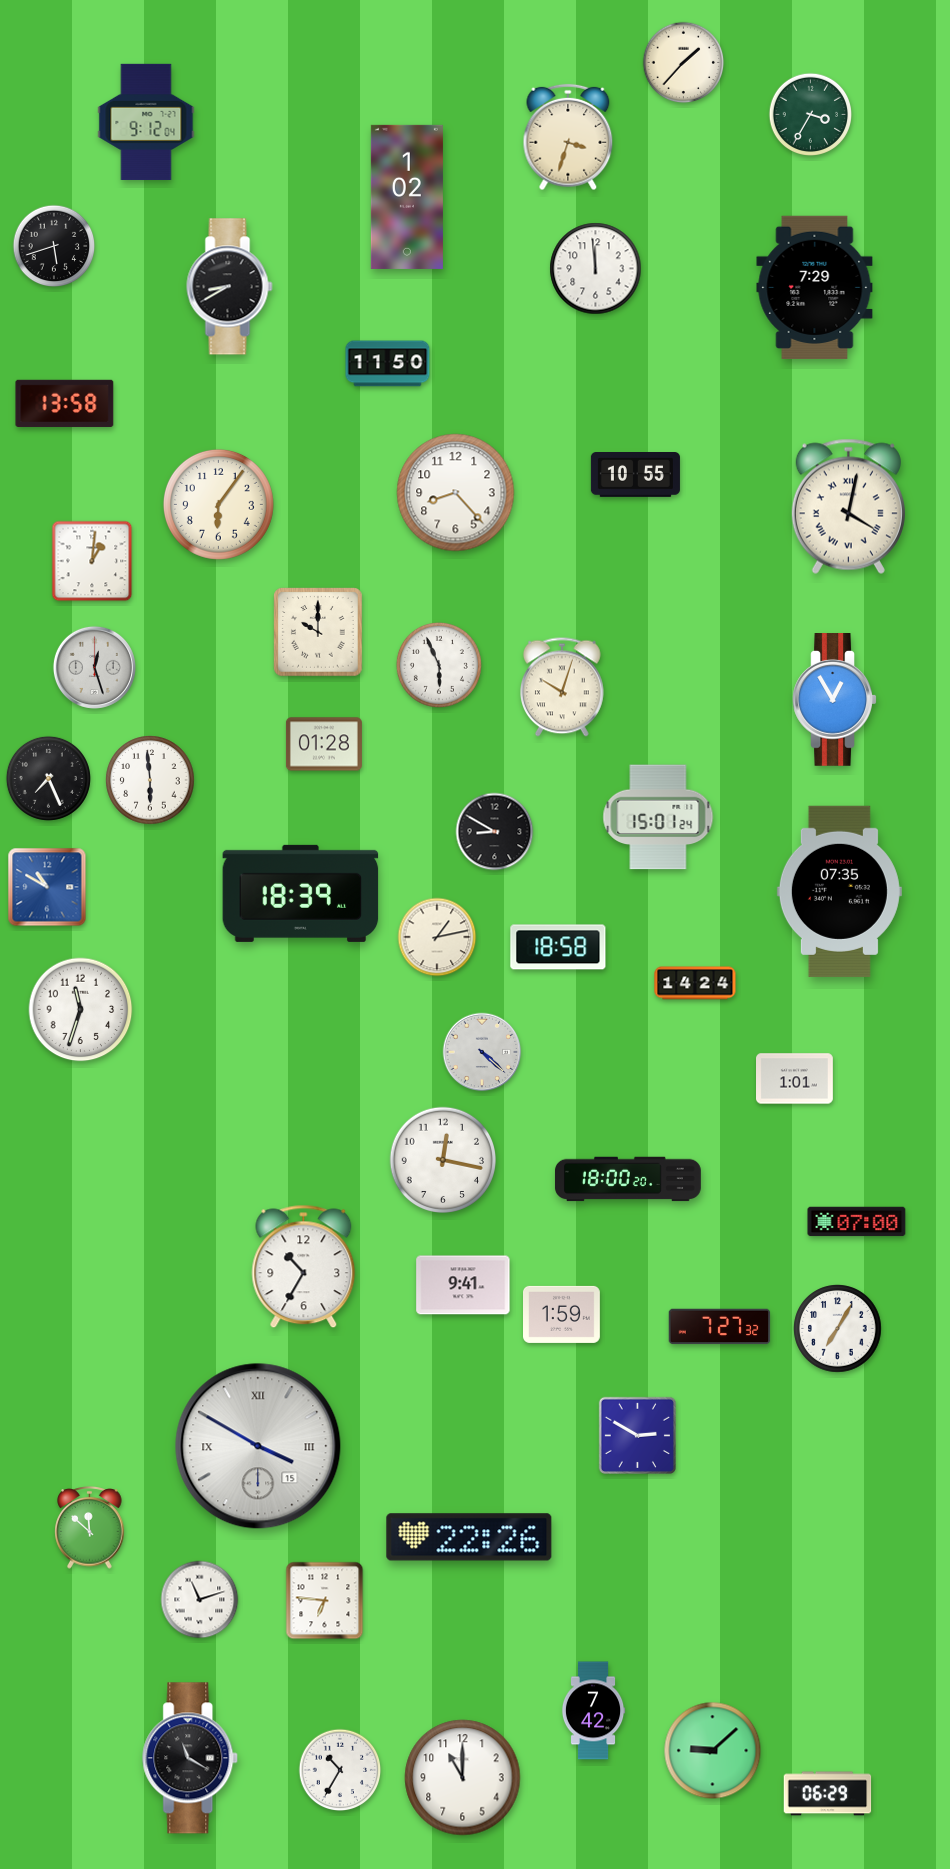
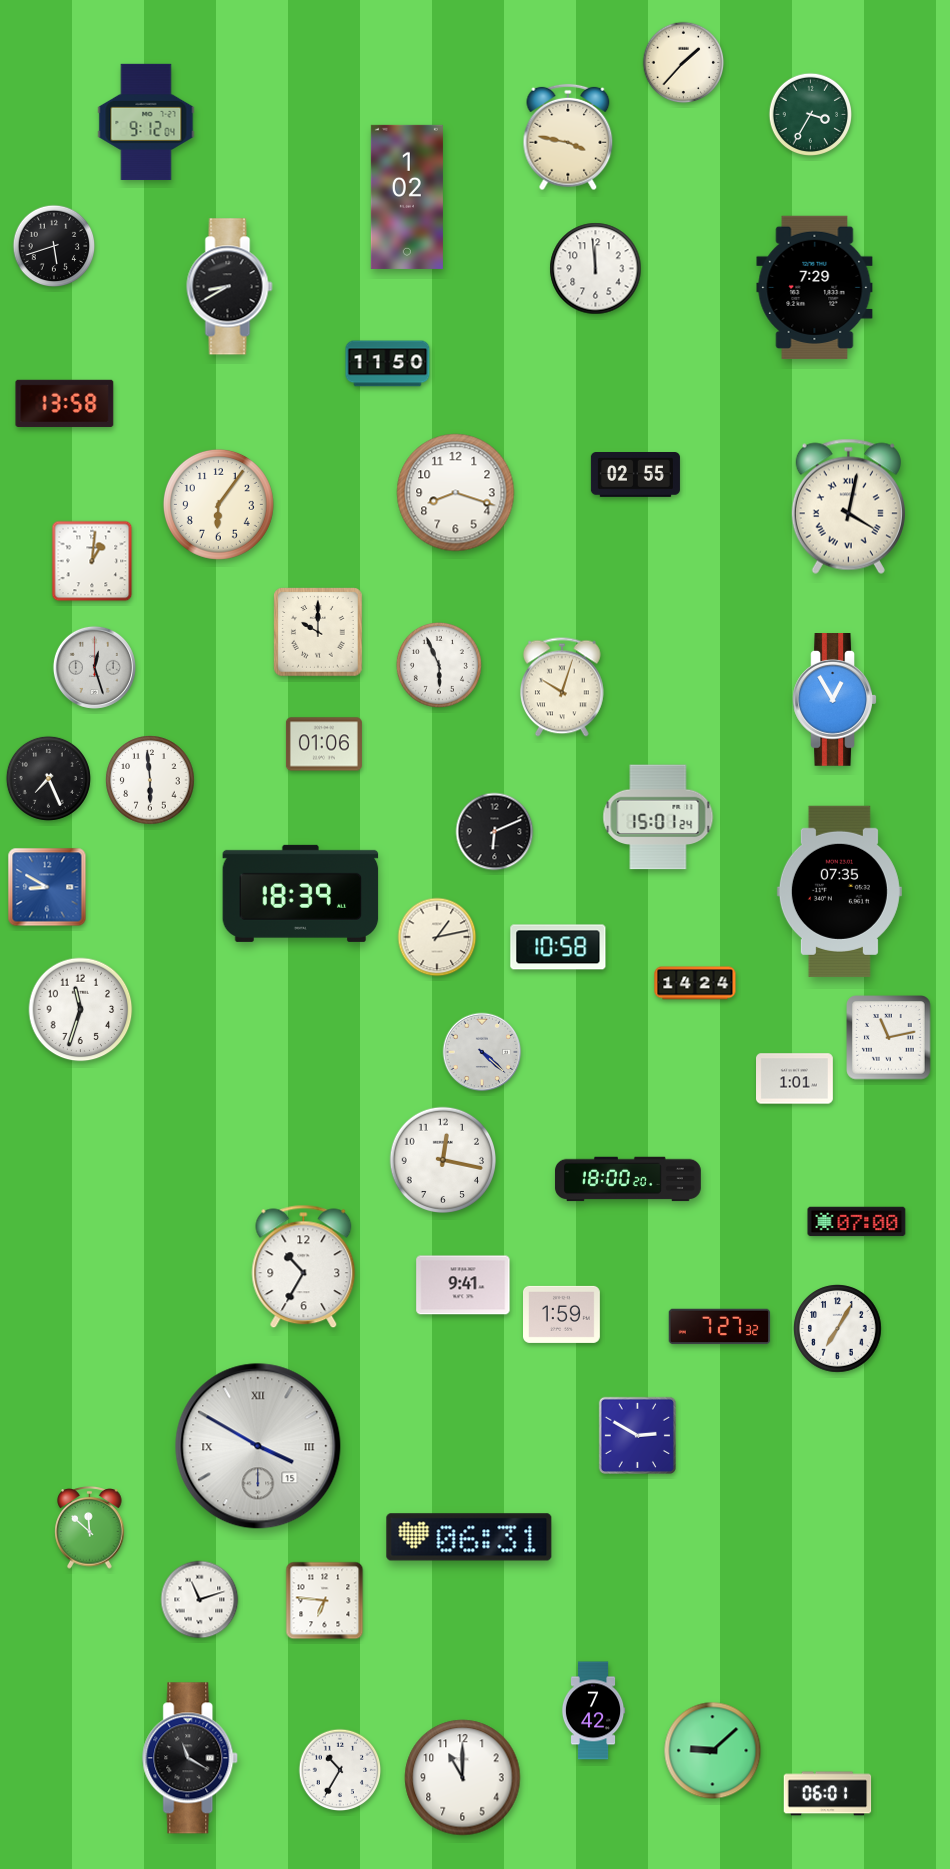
clock at (568, 137): 3:33 -> 3:47
clock at (635, 475): 10:55 -> 02:55
clock at (456, 493): 8:23 -> 8:18
clock at (324, 744): 01:28 -> 01:06
clock at (495, 832): 8:50 -> 6:11
clock at (47, 887): 10:50 -> 8:50
clock at (558, 947): 18:58 -> 10:58
clock at (889, 1038): none -> 11:13
clock at (469, 1537): 22:26 -> 06:31
clock at (828, 1794): 06:29 -> 06:01
